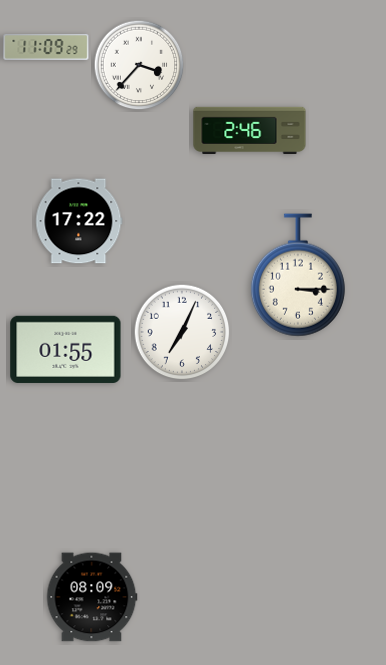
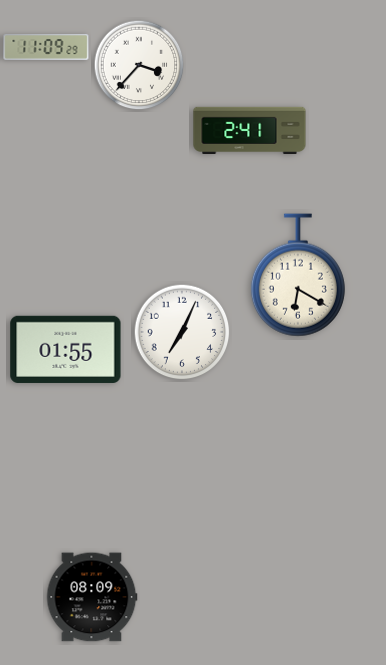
clock at (250, 131): 2:46 -> 2:41
clock at (79, 221): 17:22 -> none
clock at (298, 275): 3:15 -> 6:20
